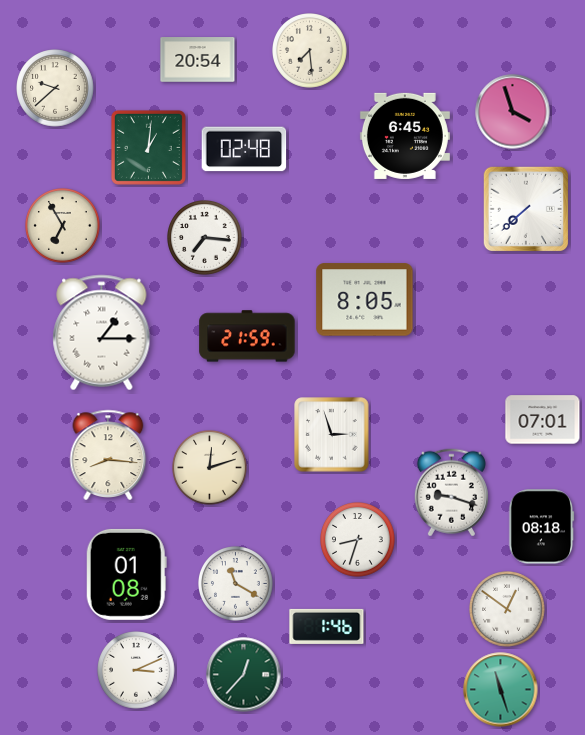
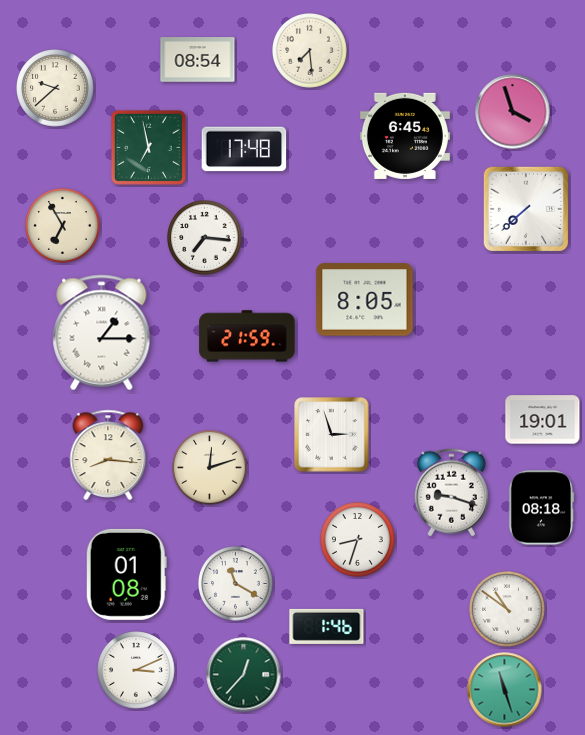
clock at (198, 60): 20:54 -> 08:54
clock at (148, 147): 1:01 -> 6:58
clock at (244, 149): 02:48 -> 17:48
clock at (543, 420): 07:01 -> 19:01
clock at (542, 527) position: (542, 527) -> (542, 508)
clock at (507, 609): 12:51 -> 10:51
clock at (501, 690) position: (501, 690) -> (505, 690)
